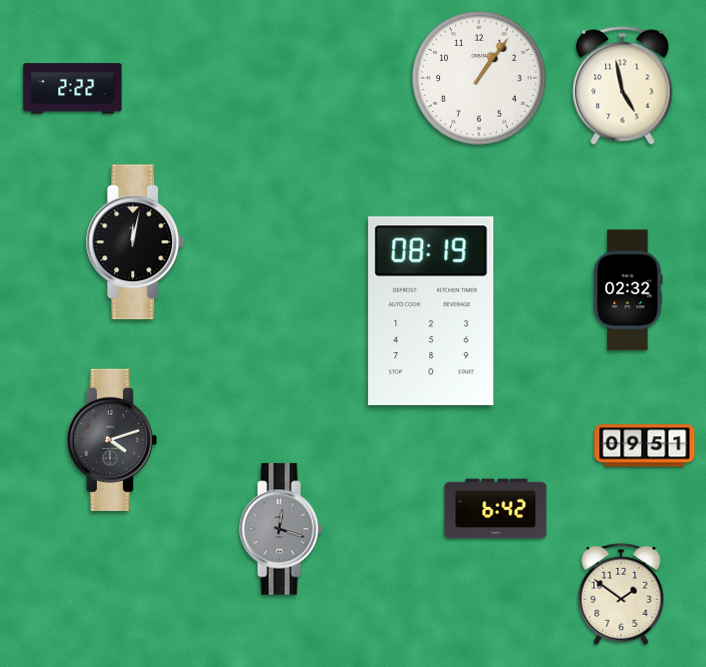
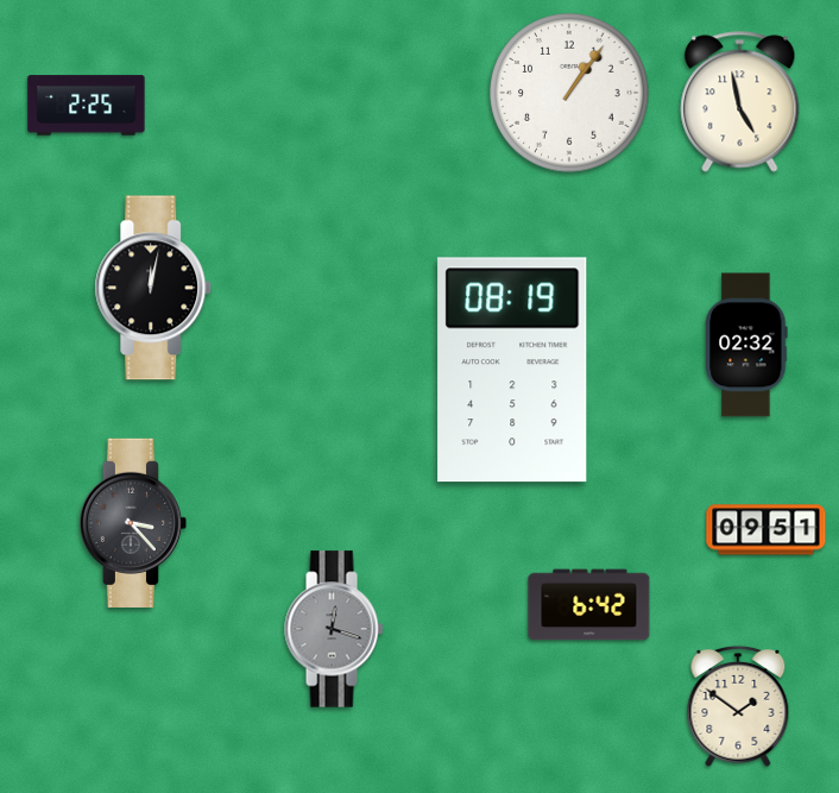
clock at (73, 89): 2:22 -> 2:25
clock at (135, 242) position: (135, 242) -> (153, 288)
clock at (111, 440): 4:12 -> 3:23
